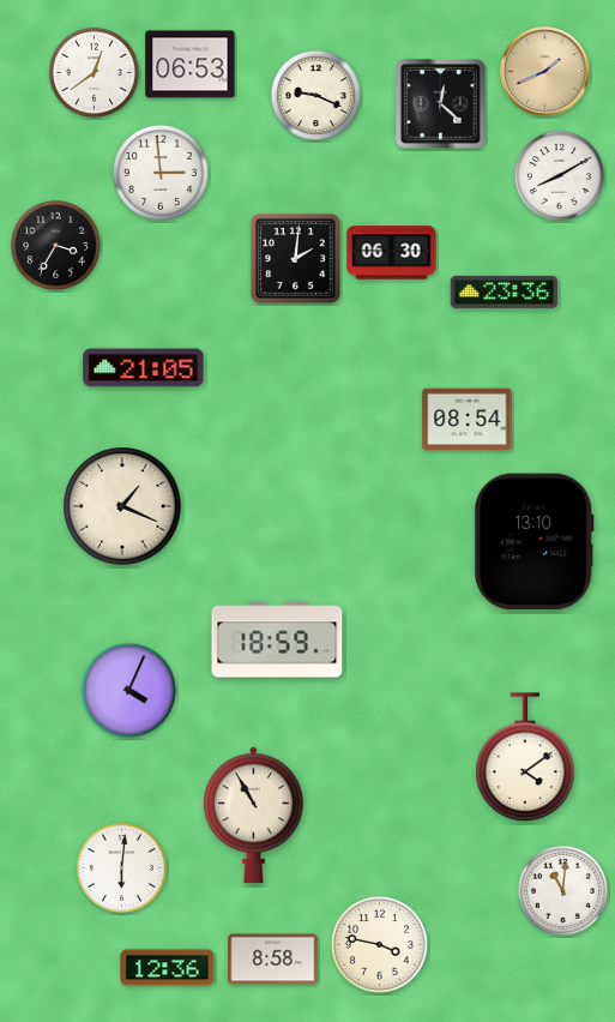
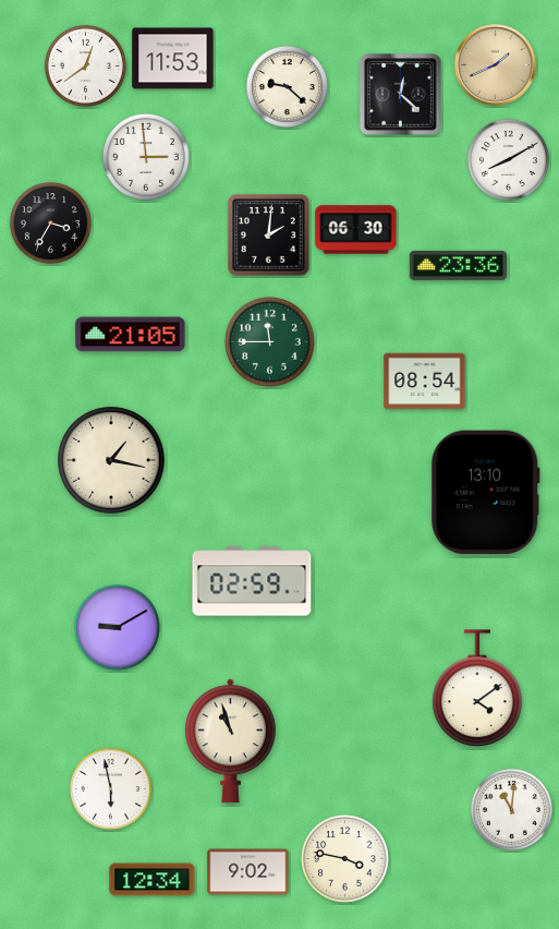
clock at (191, 65): 06:53 -> 11:53
clock at (315, 95): 9:19 -> 9:22
clock at (269, 341): none -> 11:45
clock at (122, 506): 1:19 -> 1:17
clock at (277, 639): 18:59 -> 02:59
clock at (128, 690): 4:04 -> 9:10
clock at (253, 816): 10:55 -> 10:57
clock at (121, 867): 6:01 -> 5:58
clock at (273, 960): 8:58 -> 9:02
clock at (168, 968): 12:36 -> 12:34
